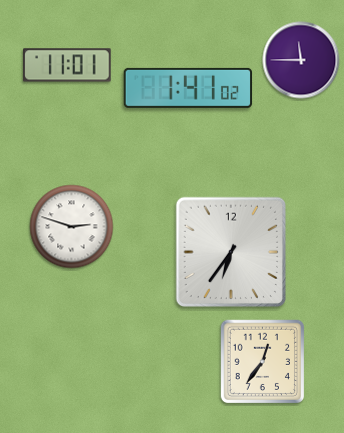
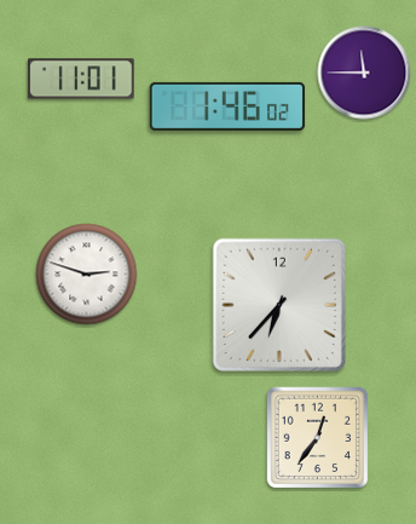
clock at (188, 88): 1:41 -> 1:46
clock at (230, 251): 6:36 -> 6:37
